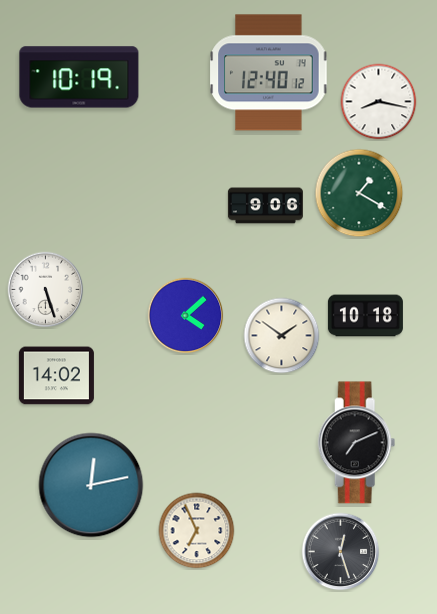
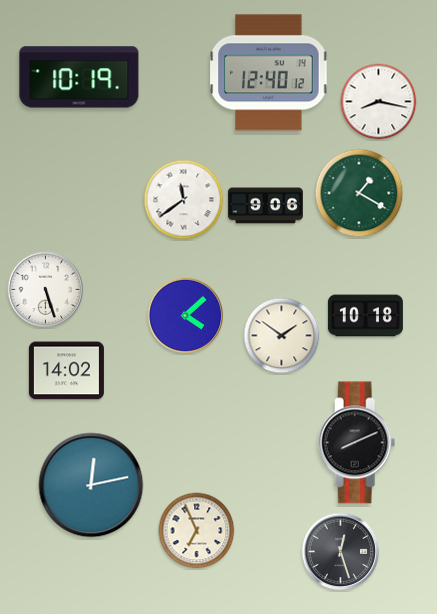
clock at (184, 200): none -> 11:39
clock at (56, 376) position: (56, 376) -> (66, 371)
clock at (357, 443): 7:11 -> 8:11
